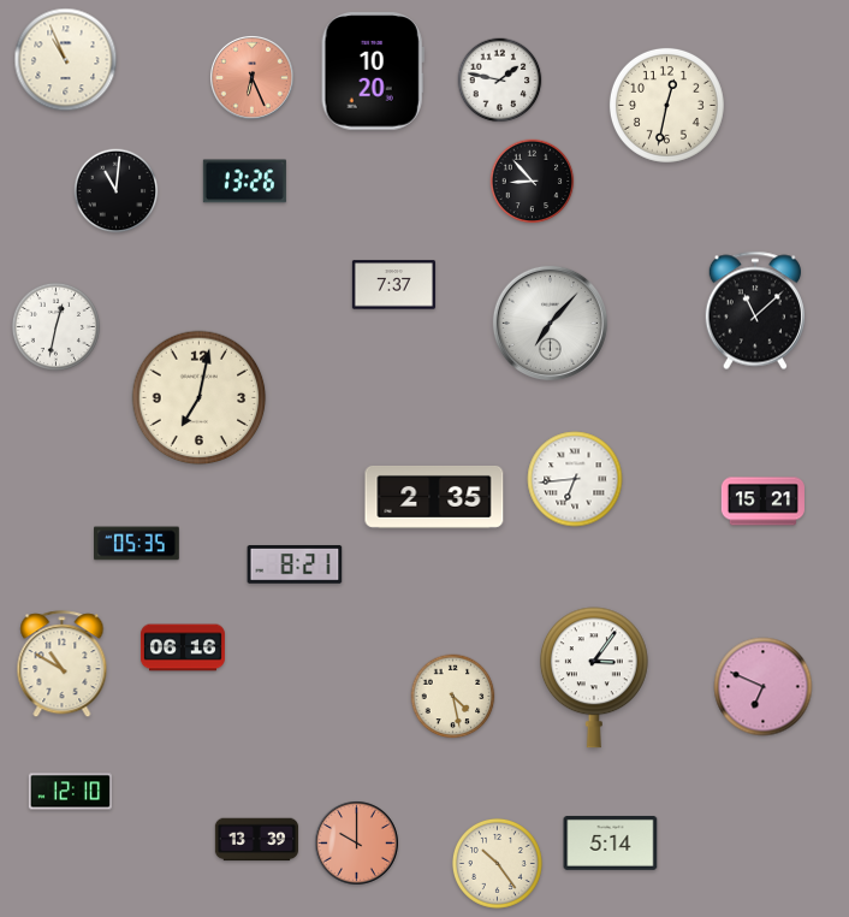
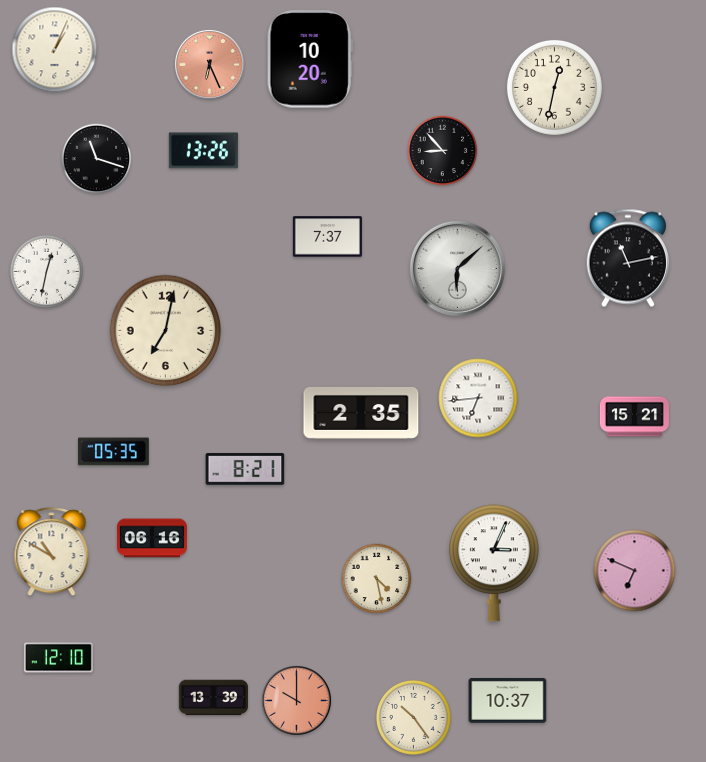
clock at (66, 60): 10:56 -> 1:04
clock at (500, 81): 1:47 -> none
clock at (117, 191): 11:01 -> 11:18
clock at (755, 310): 11:08 -> 11:13
clock at (550, 323): 7:07 -> 6:08
clock at (594, 678): 3:06 -> 3:04
clock at (611, 844): 5:14 -> 10:37
